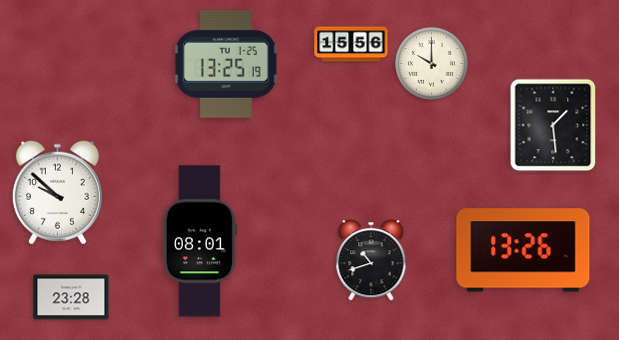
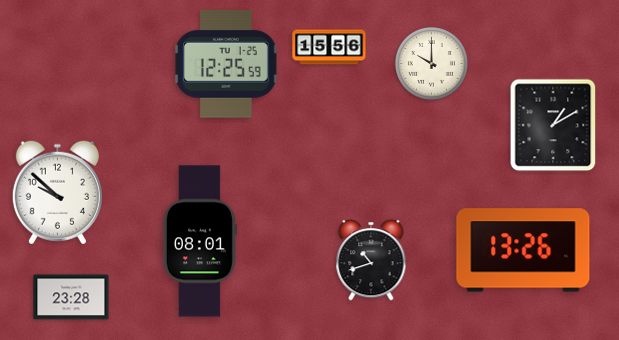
clock at (351, 44) position: (351, 44) -> (329, 47)
clock at (226, 65): 13:25 -> 12:25
clock at (553, 125): 1:29 -> 1:10
